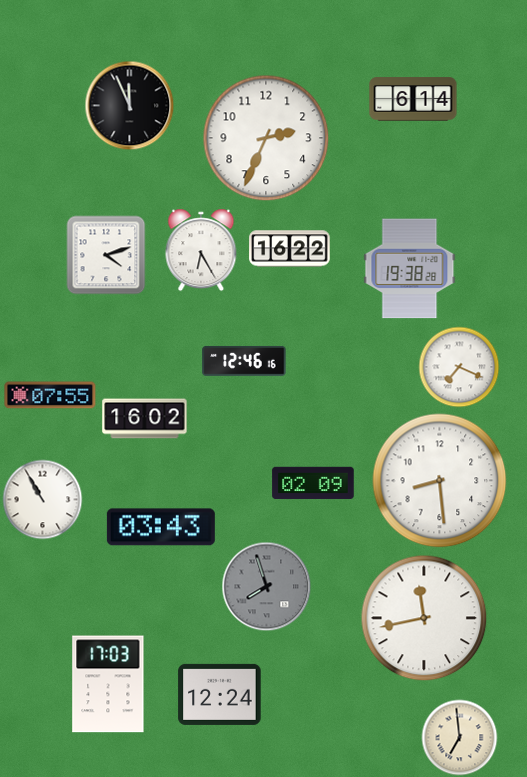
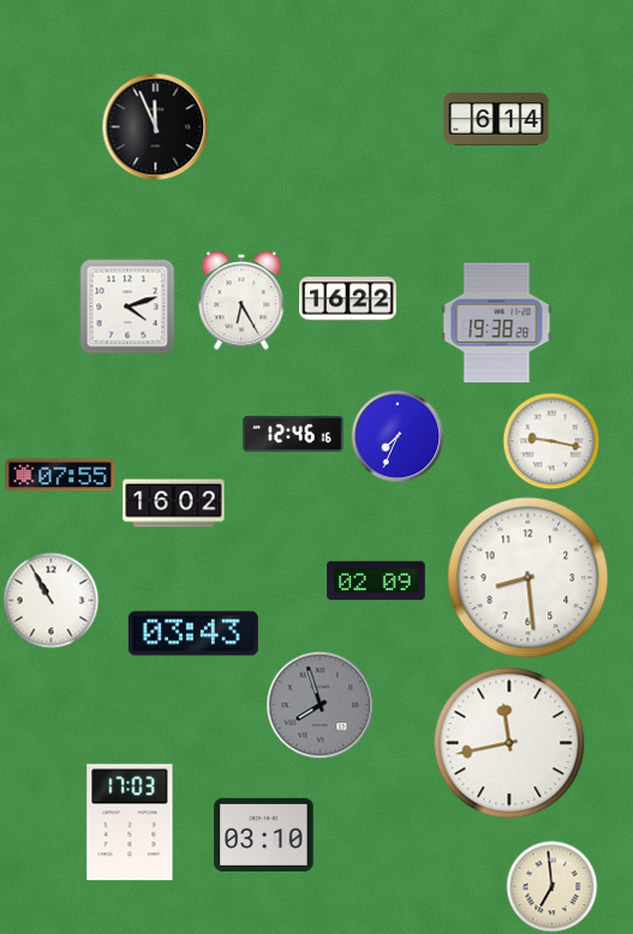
clock at (266, 138): 2:34 -> none
clock at (410, 269) position: (410, 269) -> (497, 323)
clock at (398, 436): none -> 7:34
clock at (459, 367): 7:19 -> 9:17
clock at (220, 694): 12:24 -> 03:10
